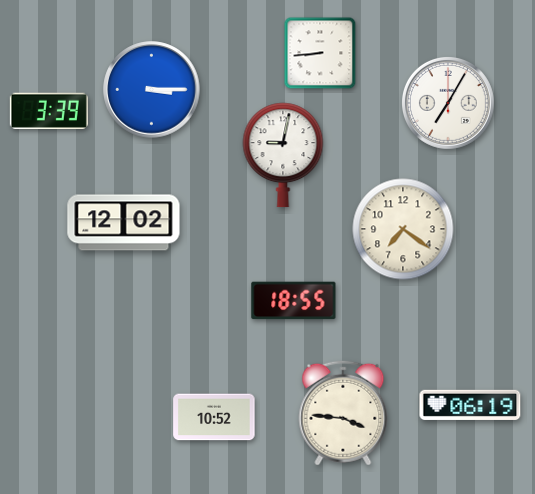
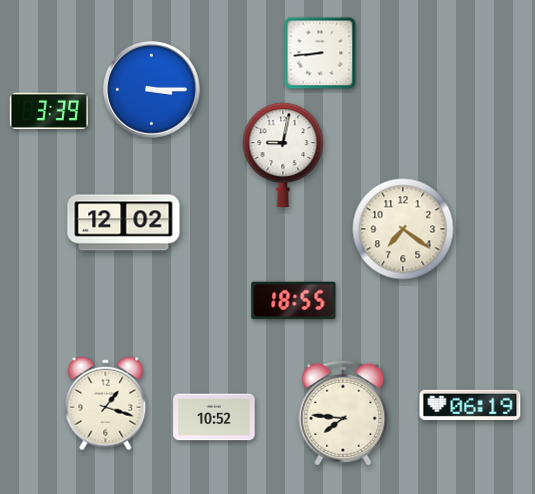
clock at (448, 103): 7:05 -> none
clock at (106, 404): none -> 1:18
clock at (343, 413): 3:46 -> 7:46
